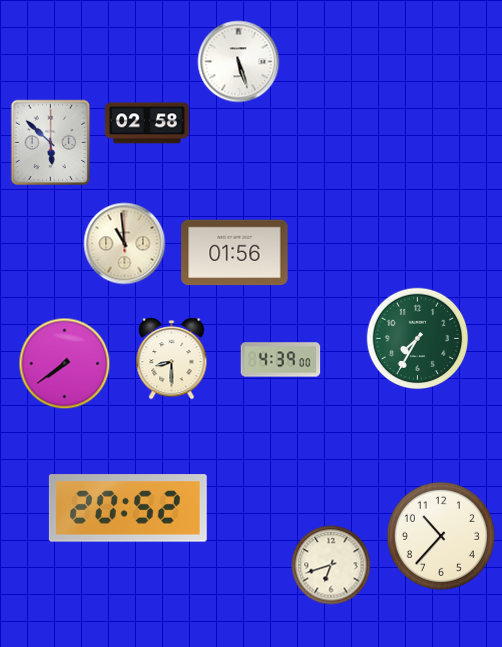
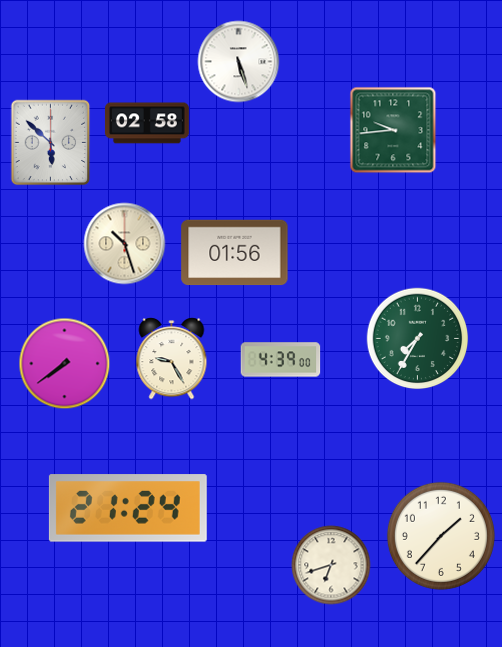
clock at (393, 130): none -> 9:44
clock at (125, 244): 10:59 -> 10:27
clock at (172, 359): 8:30 -> 9:25
clock at (128, 508): 20:52 -> 21:24
clock at (441, 536): 10:37 -> 1:37
